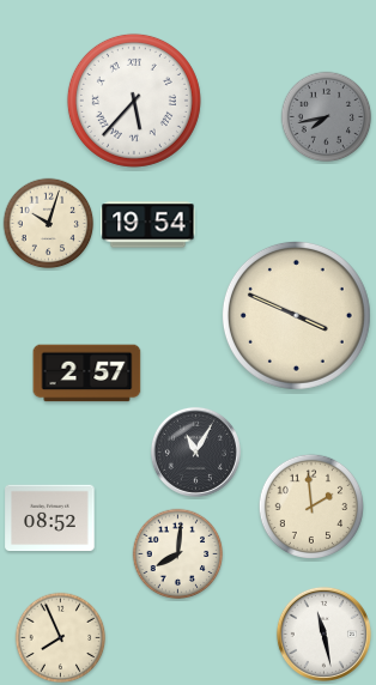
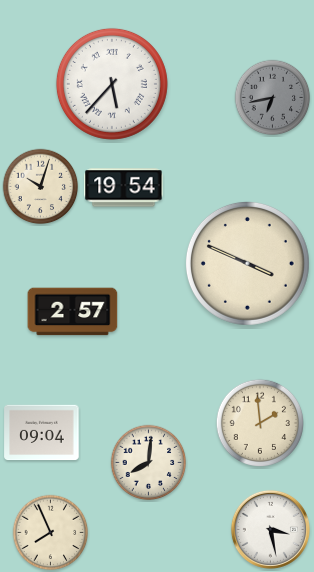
clock at (327, 117): 7:43 -> 6:43
clock at (195, 451): 11:05 -> none
clock at (50, 519): 08:52 -> 09:04
clock at (323, 634): 11:28 -> 3:28
